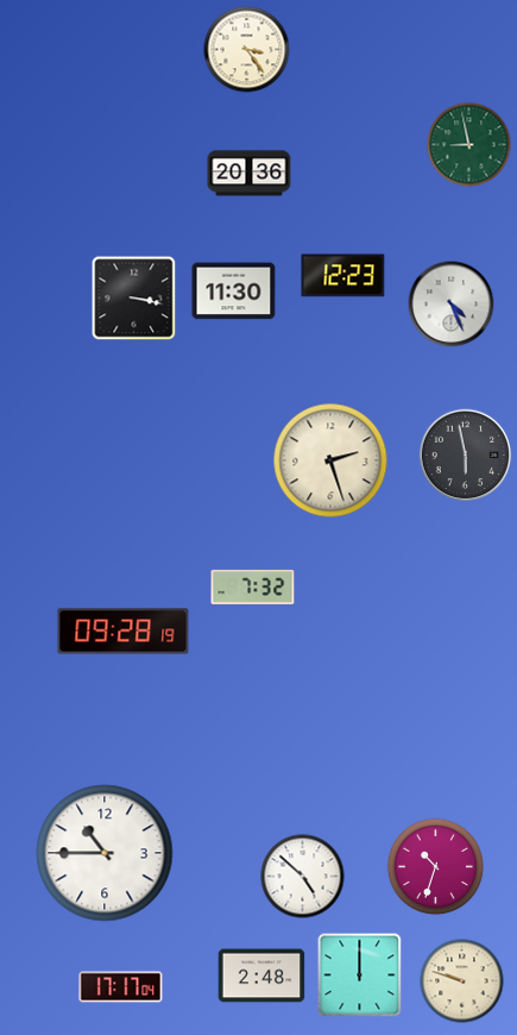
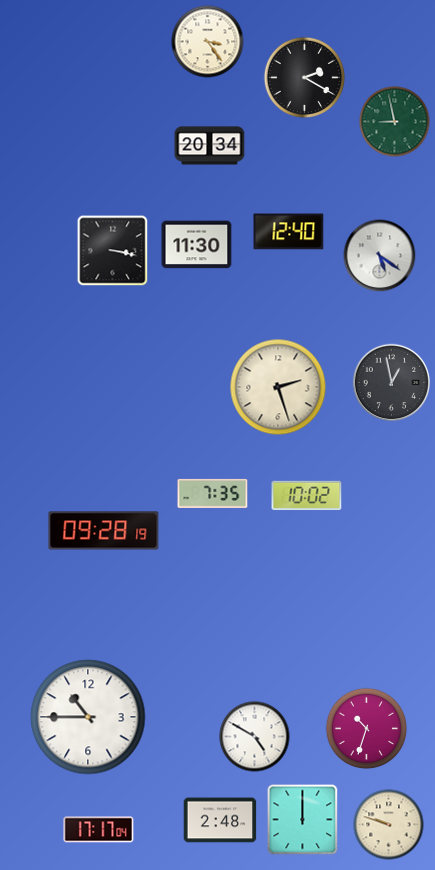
clock at (305, 78): none -> 2:20
clock at (250, 174): 20:36 -> 20:34
clock at (343, 276): 12:23 -> 12:40
clock at (452, 305): 4:26 -> 5:21
clock at (466, 456): 5:58 -> 12:58
clock at (253, 586): 7:32 -> 7:35
clock at (307, 496): none -> 10:02
clock at (303, 877): 4:52 -> 4:50
clock at (121, 987) position: (121, 987) -> (99, 830)
